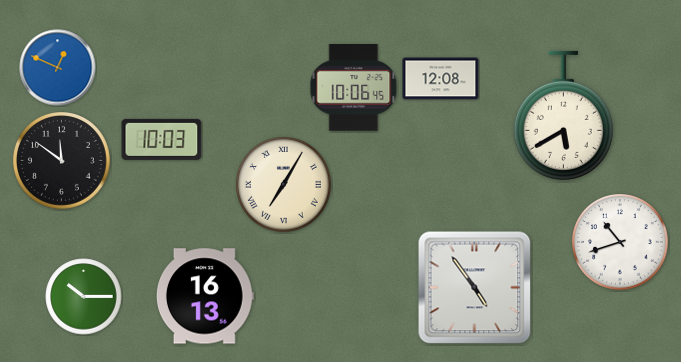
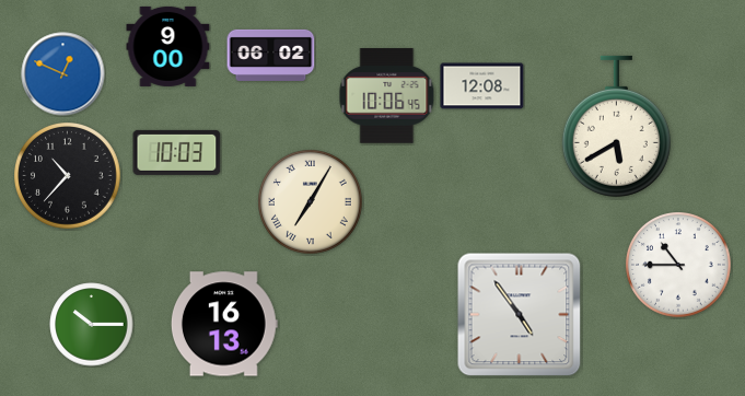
clock at (168, 46): none -> 9:00
clock at (271, 55): none -> 06:02
clock at (62, 161): 11:51 -> 10:37
clock at (621, 243): 10:42 -> 10:45
